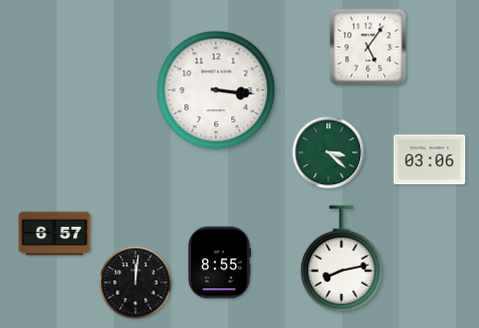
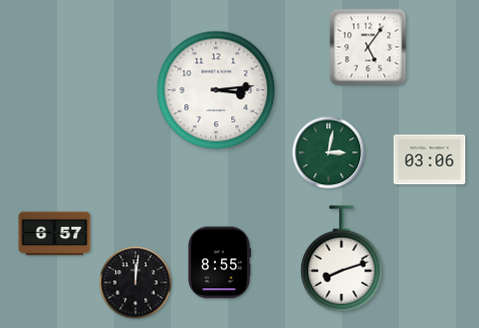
clock at (216, 90): 3:16 -> 3:14
clock at (329, 153): 3:22 -> 3:02
clock at (342, 259): 8:13 -> 8:12
